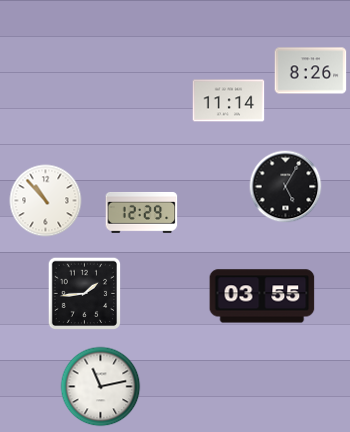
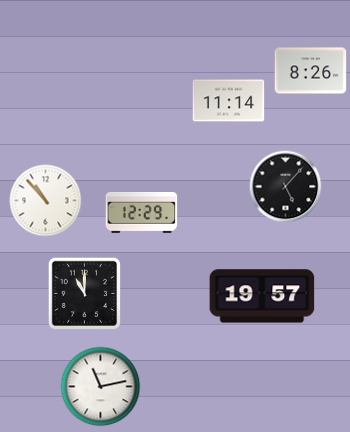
clock at (286, 187): 5:05 -> 5:07
clock at (85, 294): 1:44 -> 11:00
clock at (262, 296): 03:55 -> 19:57
